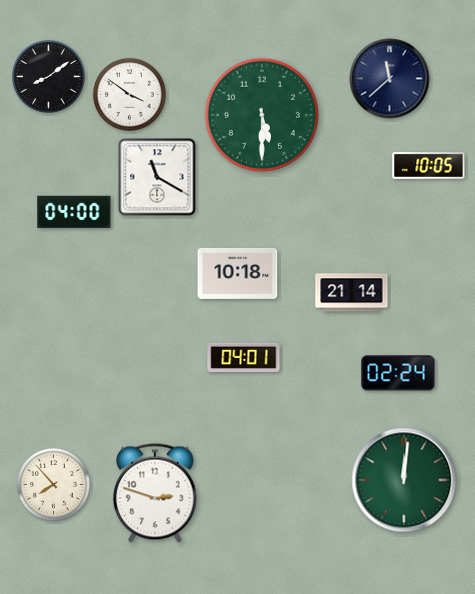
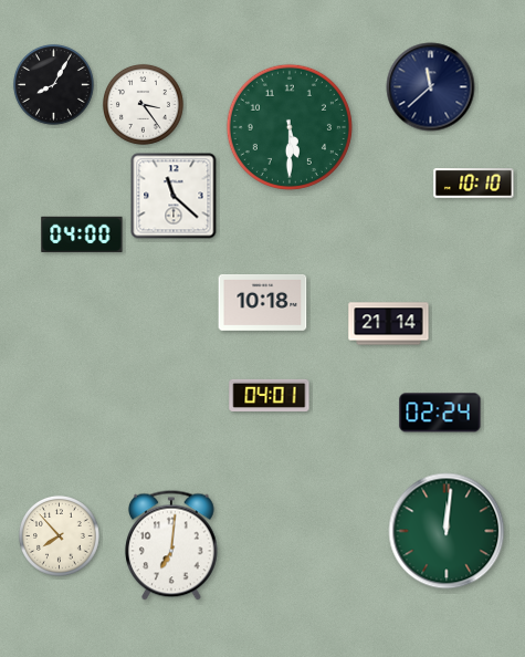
clock at (48, 76): 8:09 -> 8:05
clock at (129, 94): 3:51 -> 3:24
clock at (429, 166): 10:05 -> 10:10
clock at (157, 177): 11:20 -> 11:22
clock at (156, 493): 2:48 -> 7:01
